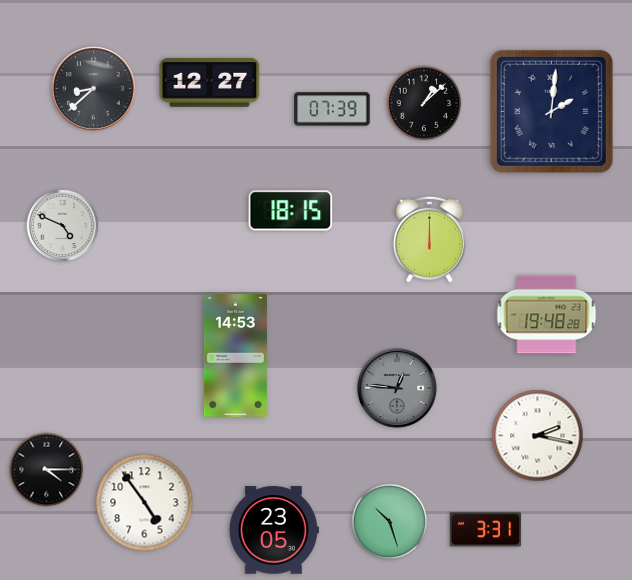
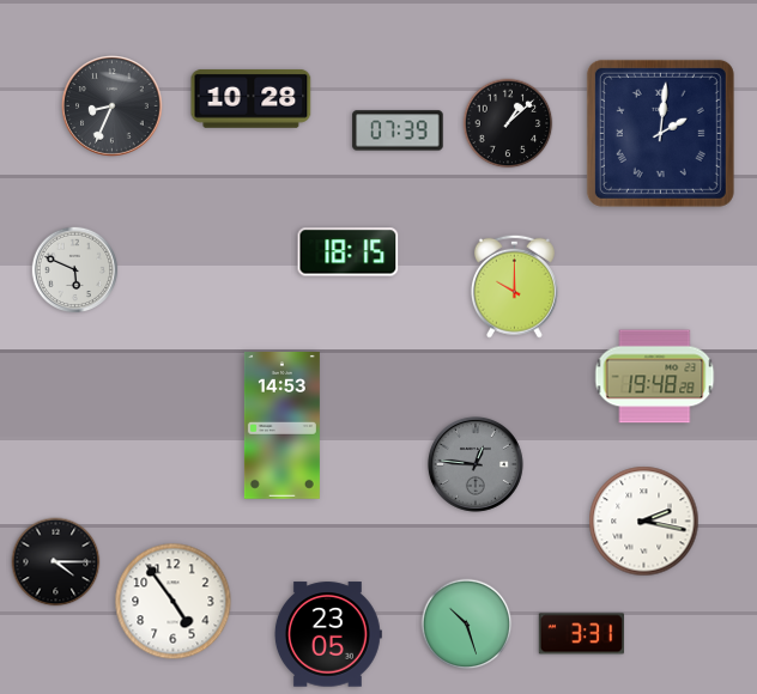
clock at (210, 82): 12:27 -> 10:28
clock at (94, 89): 8:38 -> 8:34
clock at (63, 226): 4:49 -> 5:49
clock at (429, 239): 12:00 -> 10:00
